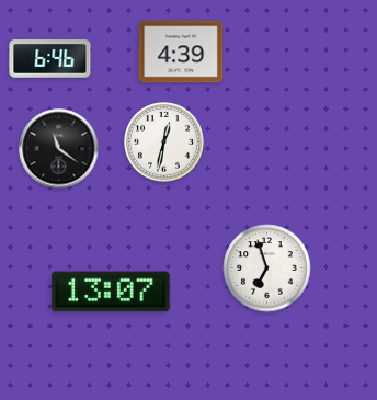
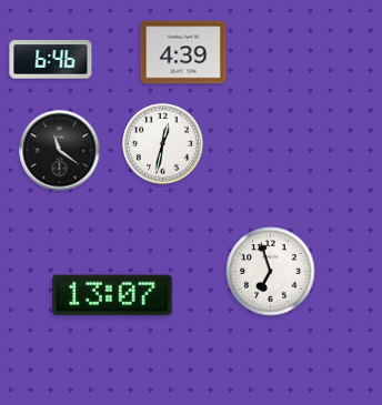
clock at (164, 142) position: (164, 142) -> (163, 144)
